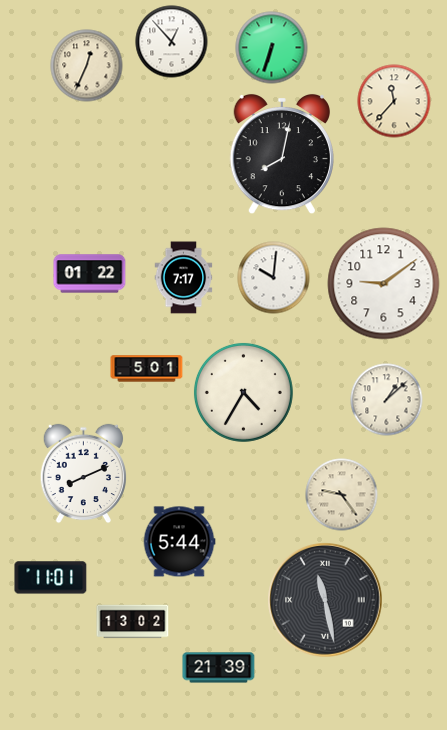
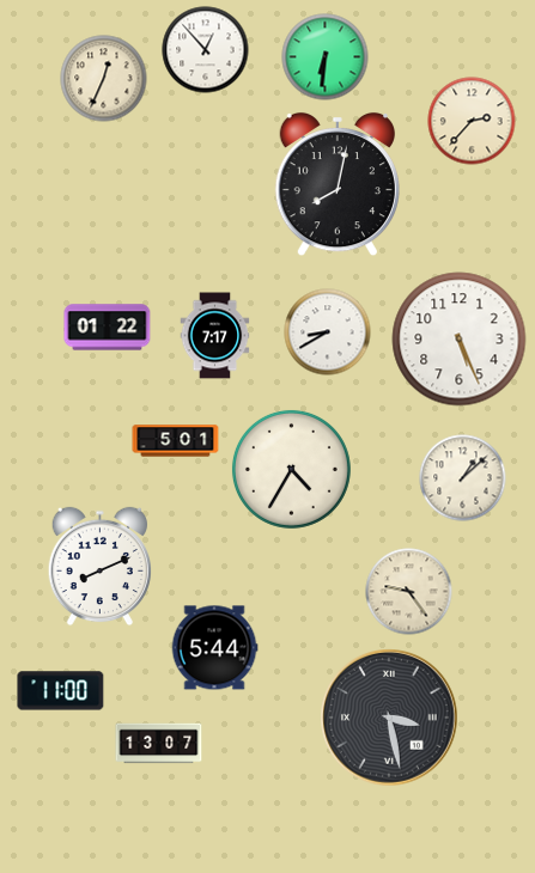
clock at (272, 48): 6:33 -> 6:31
clock at (394, 101): 11:37 -> 2:37
clock at (184, 278) position: (184, 278) -> (215, 336)
clock at (274, 278): 10:01 -> 8:40
clock at (384, 284): 9:09 -> 5:26
clock at (51, 578): 11:01 -> 11:00
clock at (325, 600): 11:28 -> 3:28
clock at (133, 622): 13:02 -> 13:07
clock at (219, 668): 21:39 -> none
